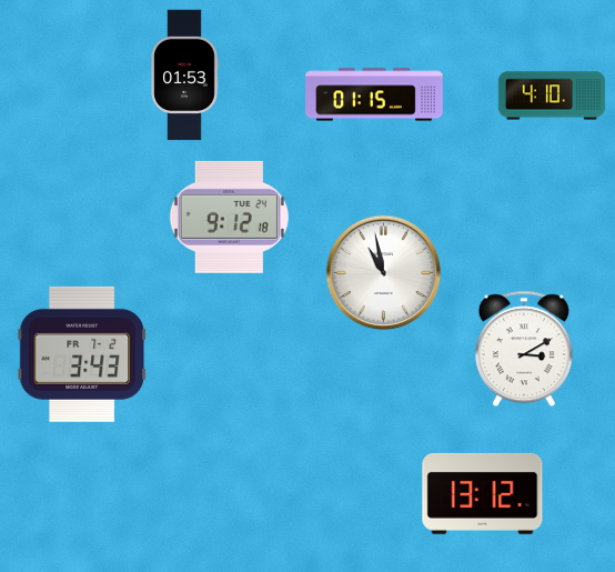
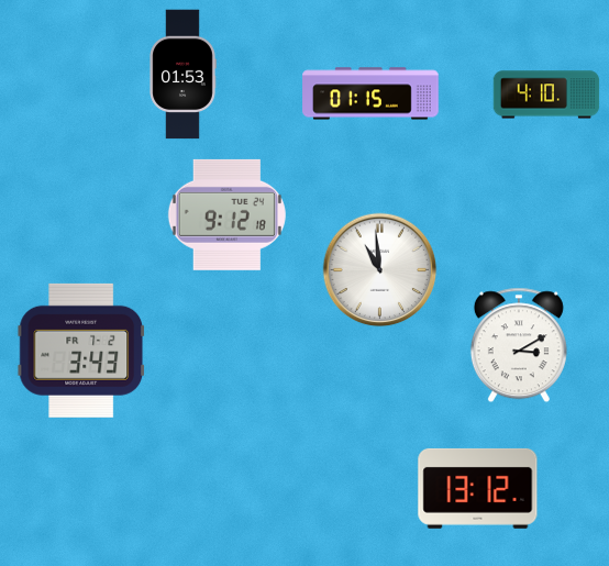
clock at (384, 273): 10:58 -> 10:59
